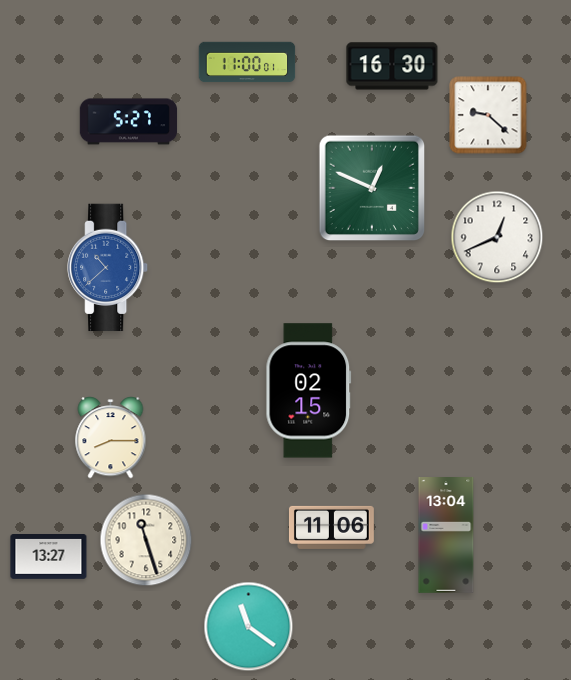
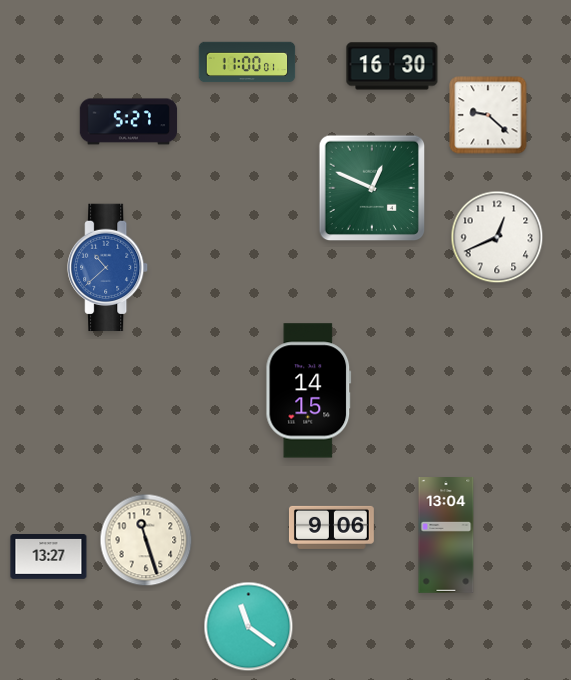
clock at (309, 391): 02:15 -> 14:15
clock at (111, 438): 8:15 -> none
clock at (331, 527): 11:06 -> 9:06
